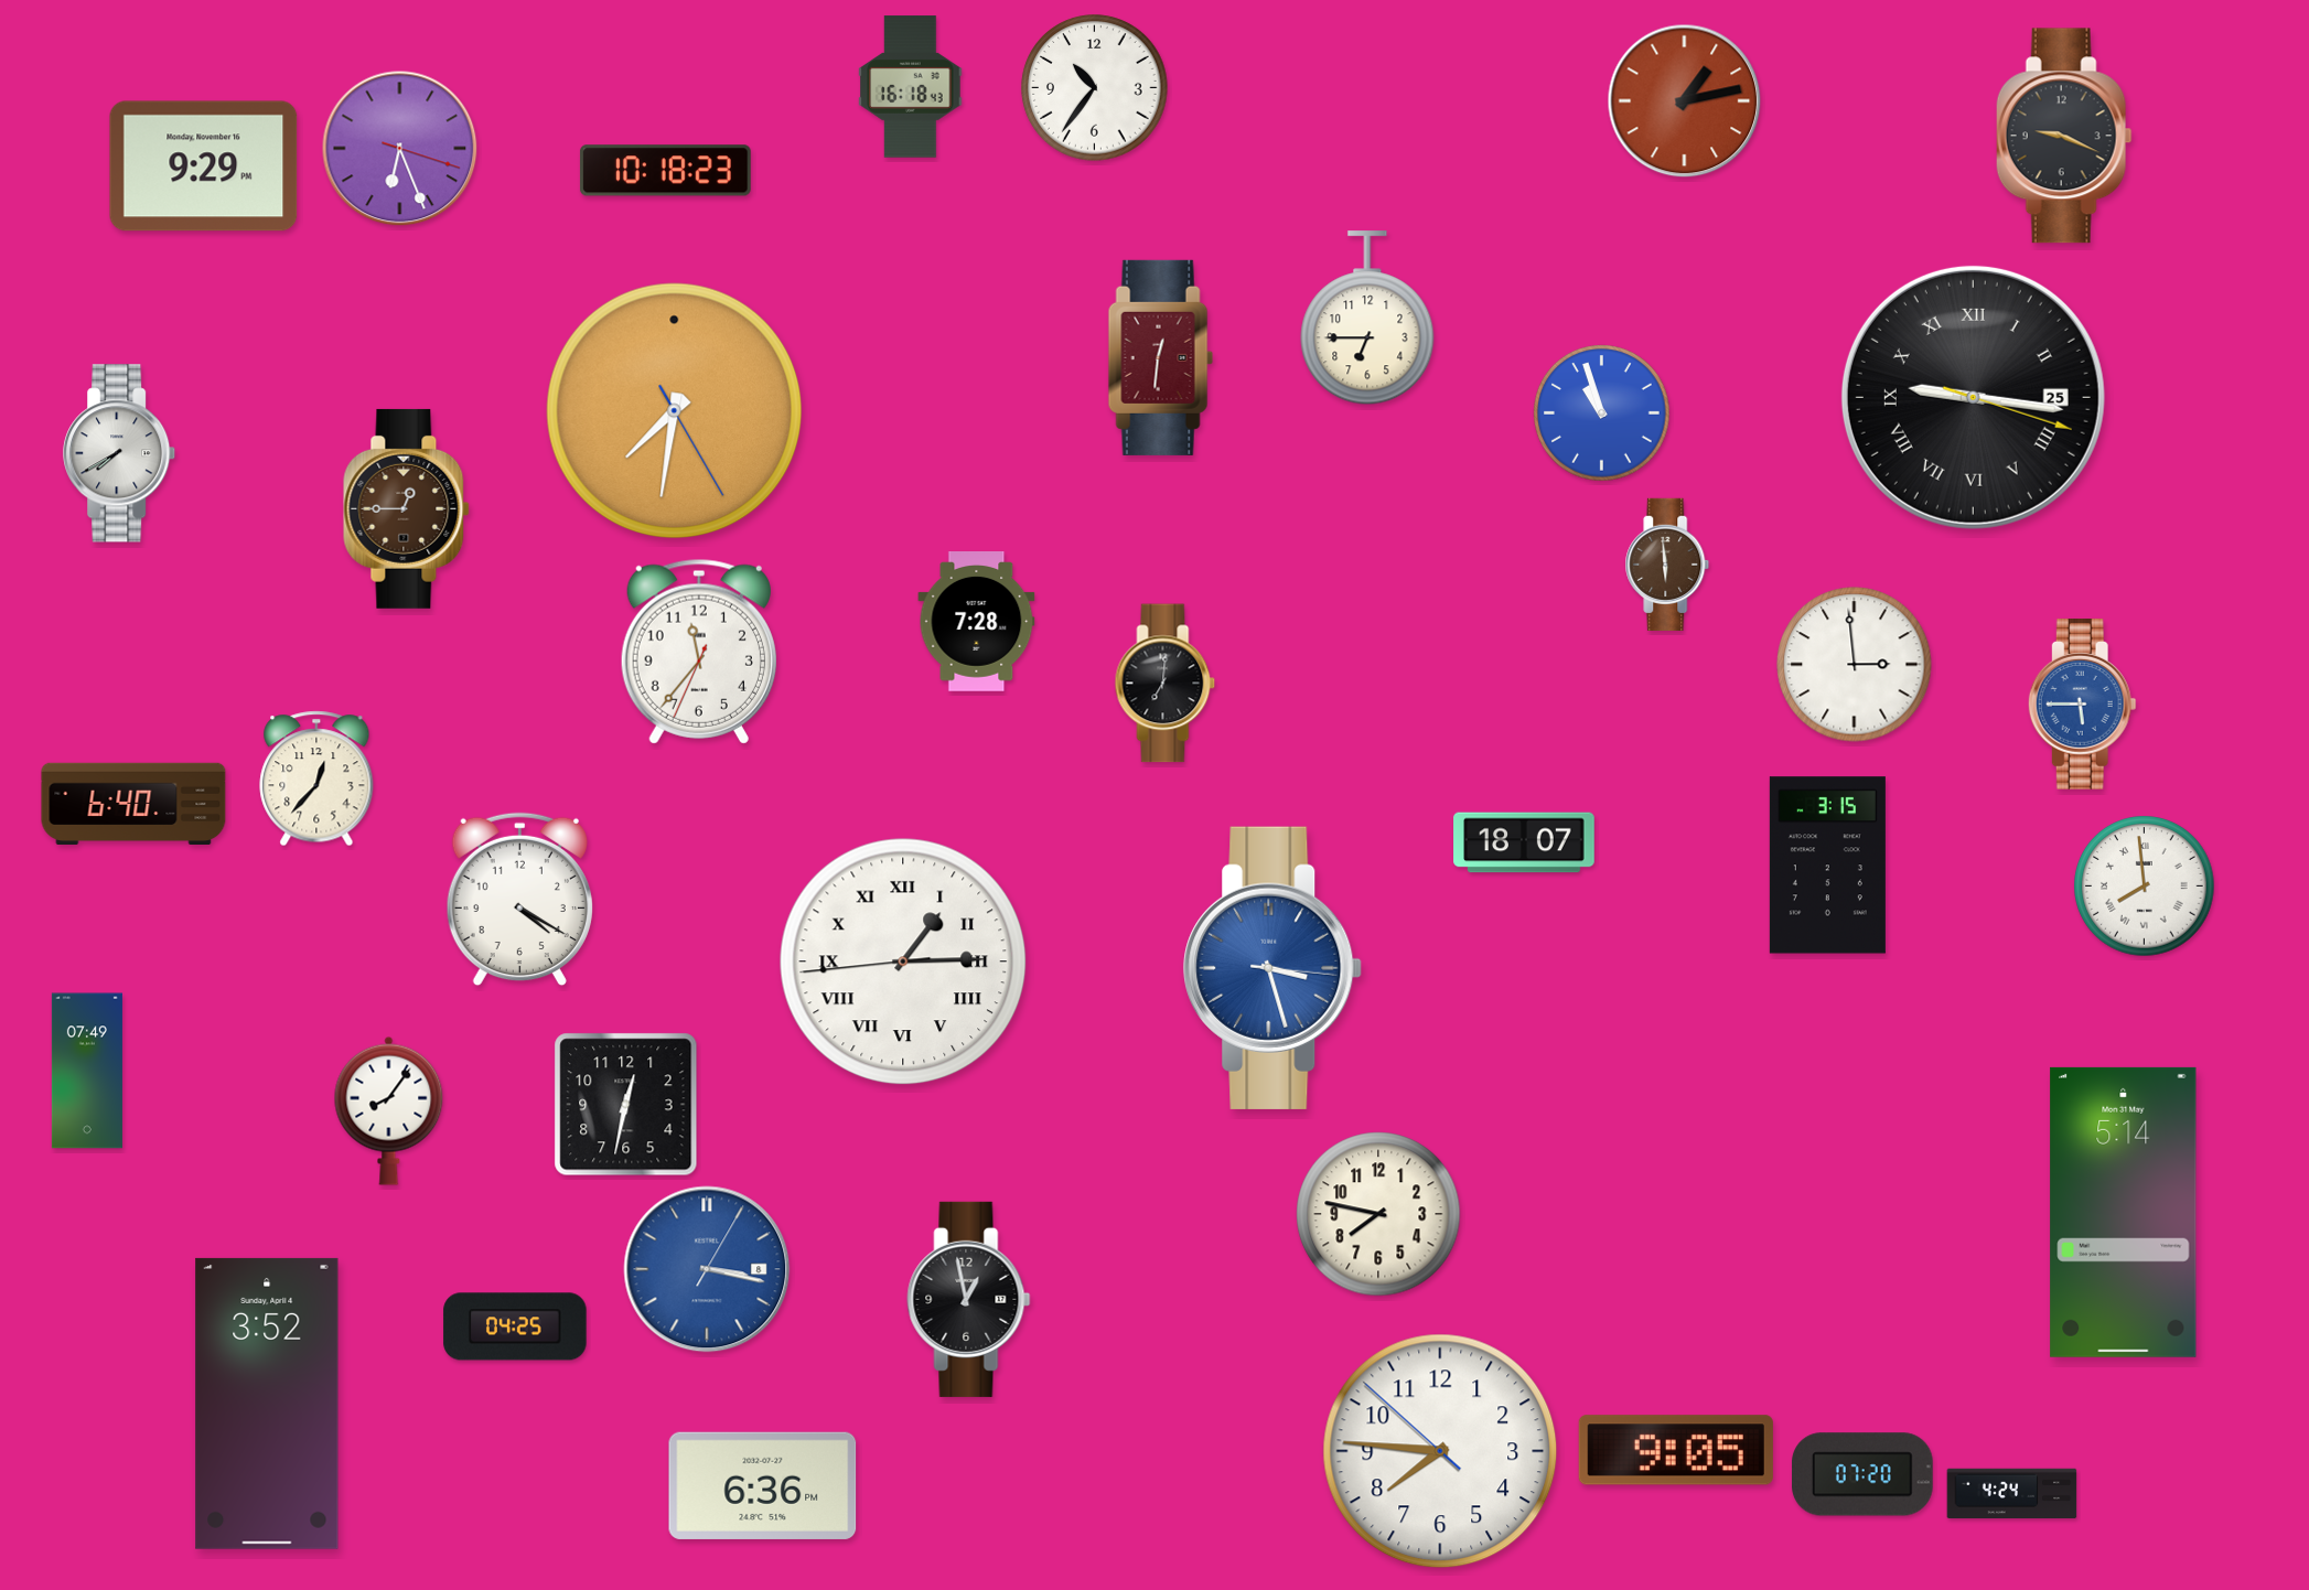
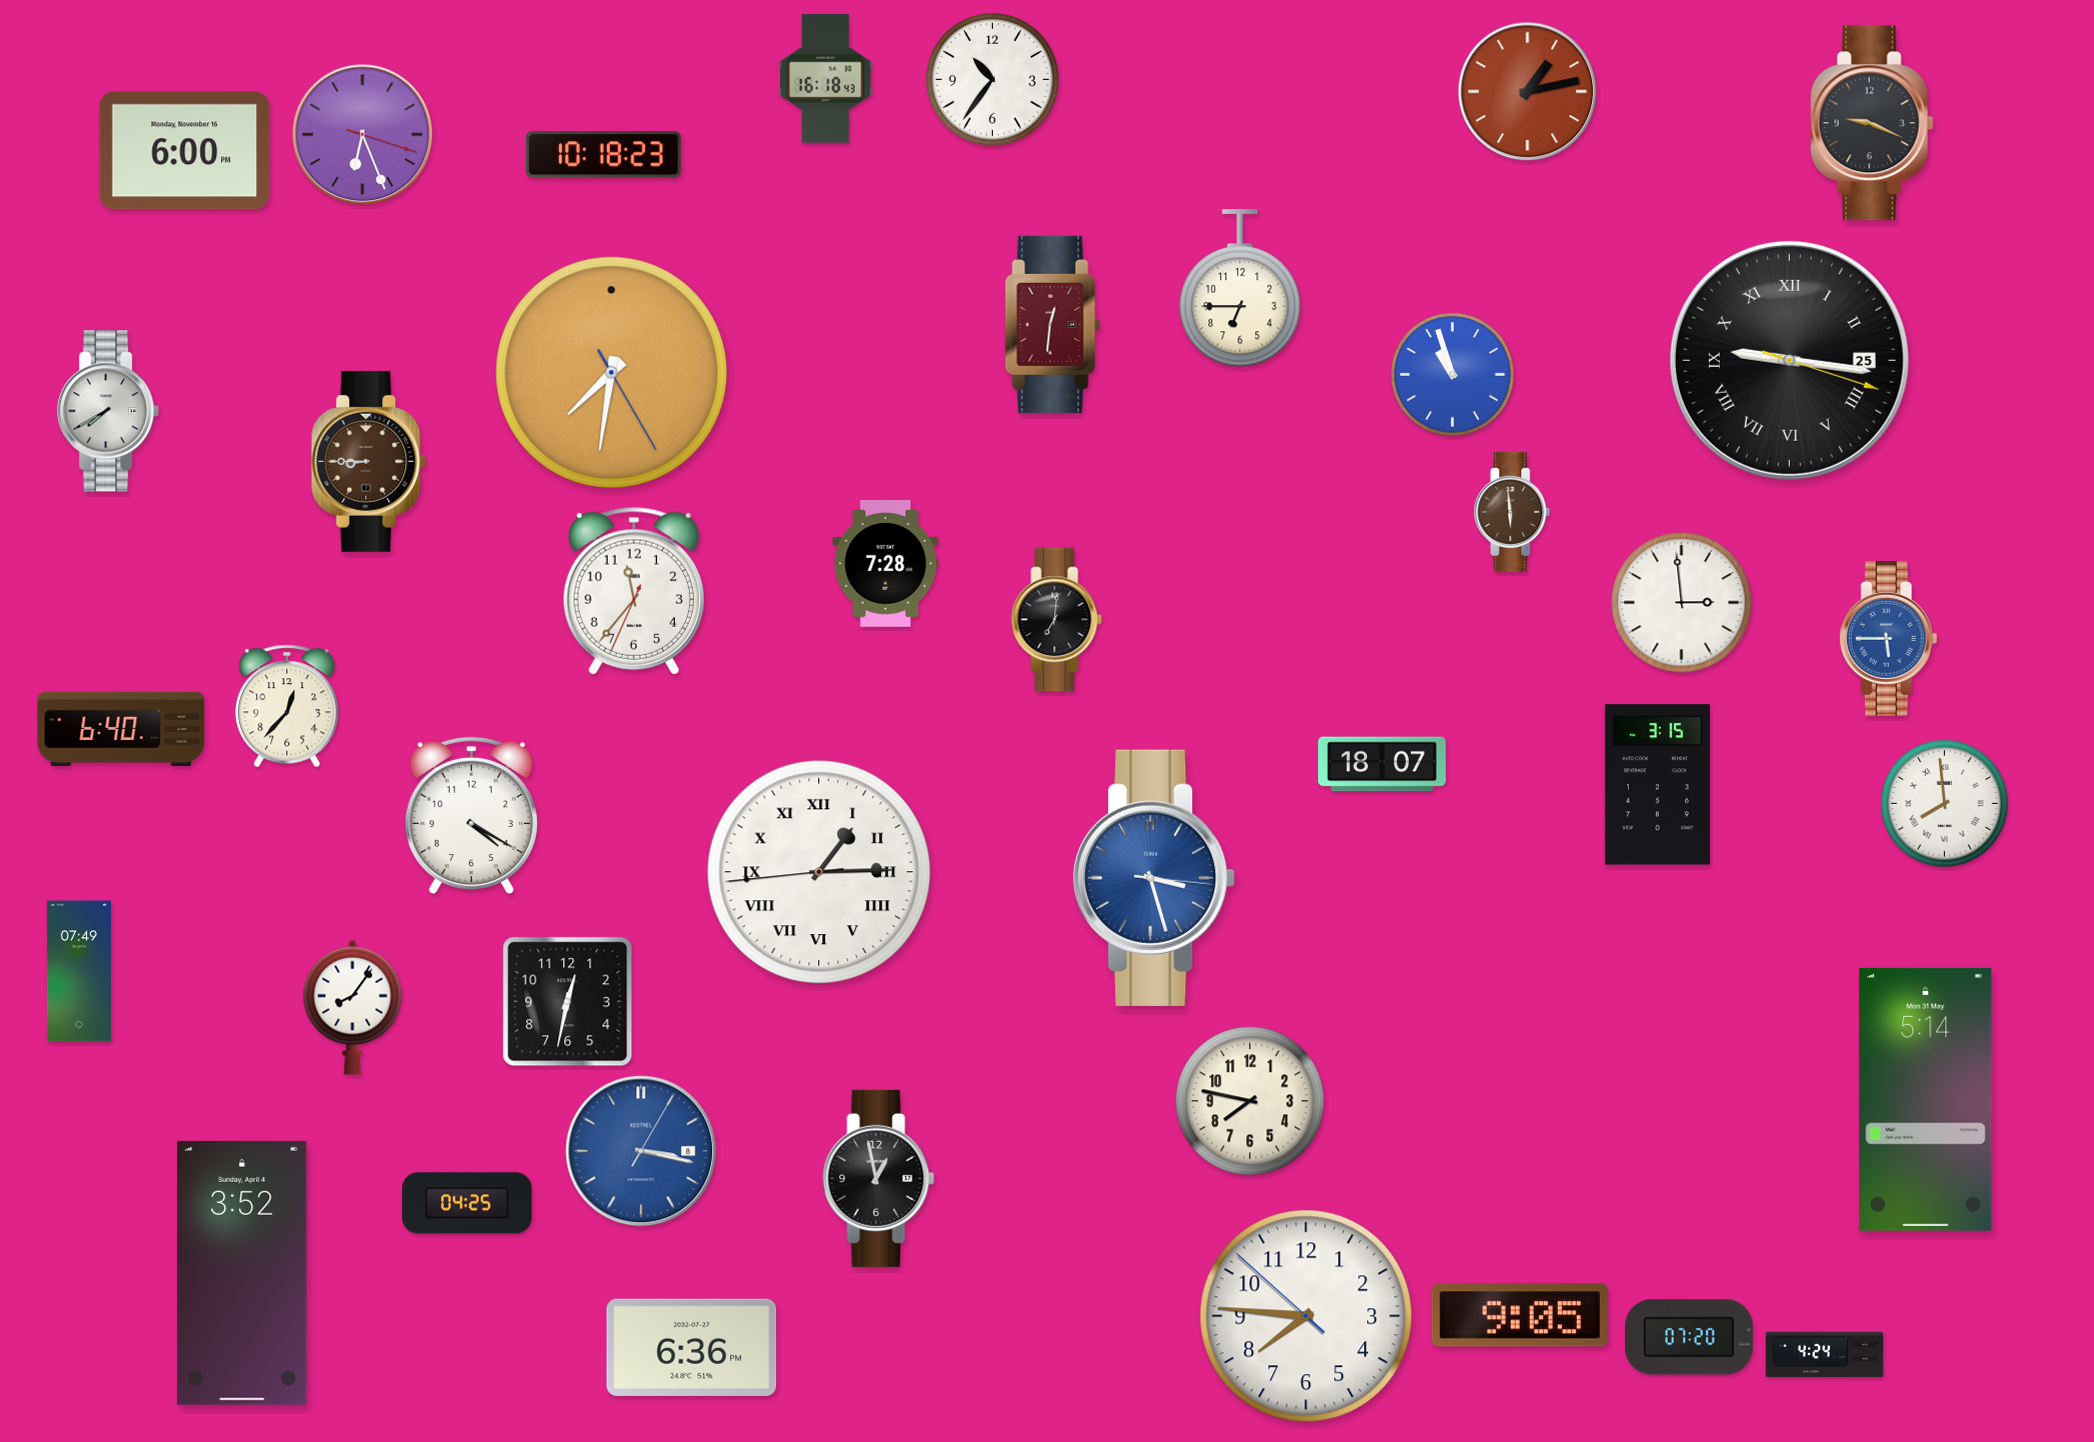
clock at (204, 166): 9:29 -> 6:00
clock at (407, 508): 12:45 -> 8:45
